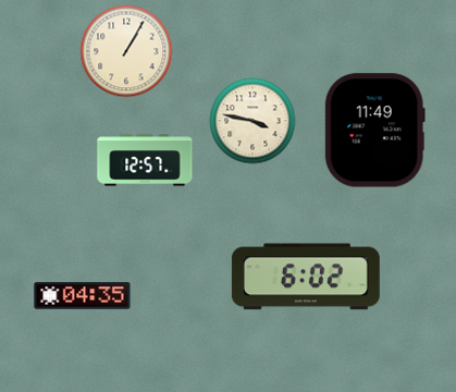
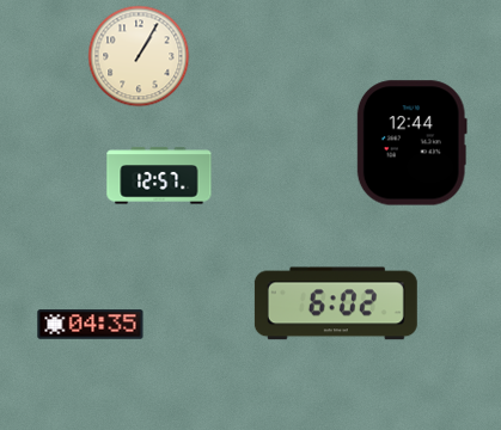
clock at (252, 121): 3:47 -> none
clock at (374, 131): 11:49 -> 12:44
